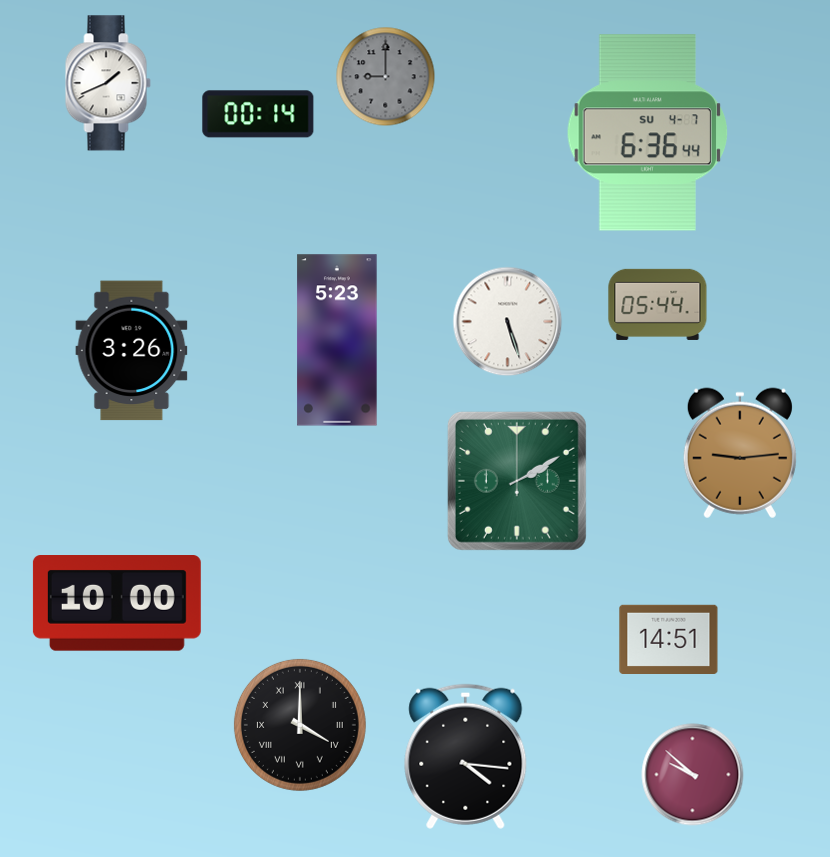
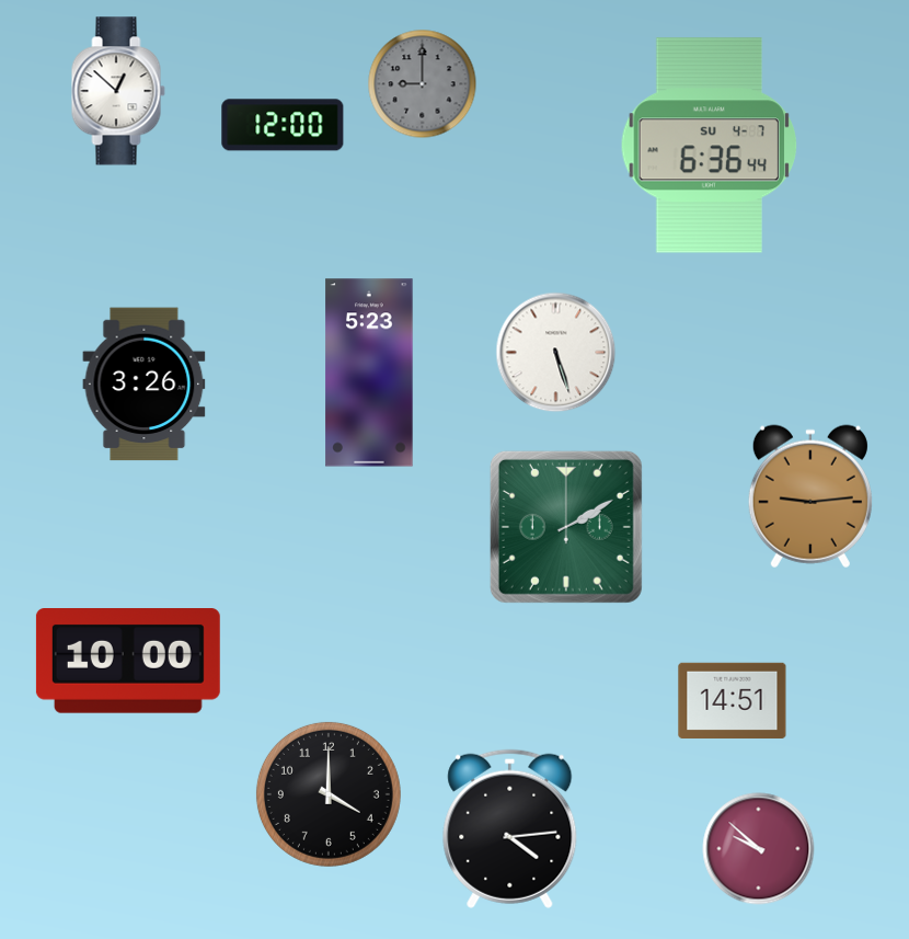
clock at (108, 83): 1:41 -> 12:52
clock at (258, 114): 00:14 -> 12:00
clock at (658, 304): 05:44 -> none
clock at (300, 725) numerals: Roman -> Arabic
clock at (466, 756): 4:16 -> 4:14
